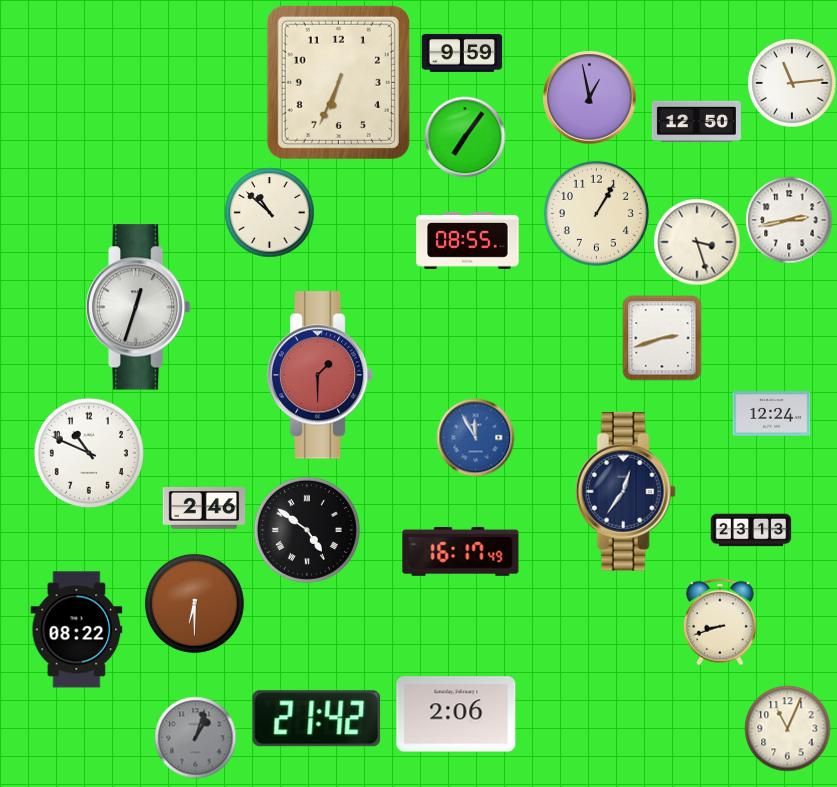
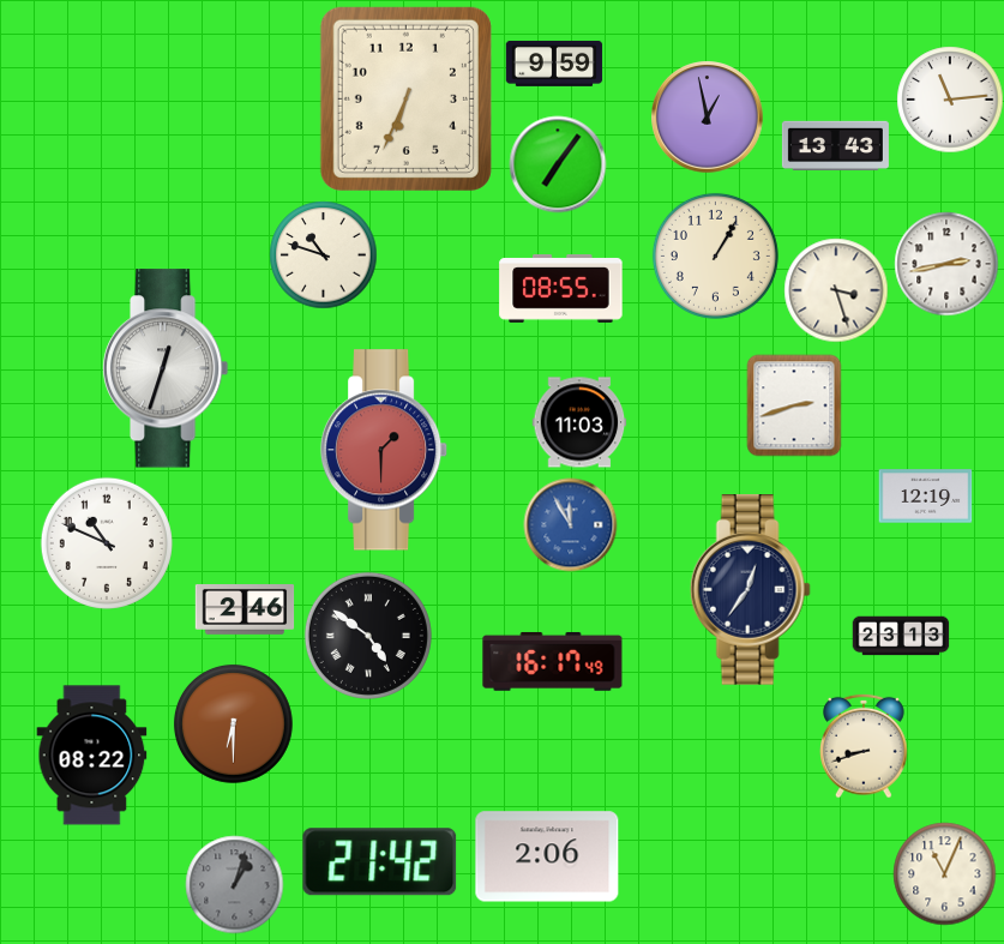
clock at (696, 121): 12:50 -> 13:43
clock at (269, 212): 10:52 -> 10:48
clock at (579, 422): none -> 11:03
clock at (771, 414): 12:24 -> 12:19
